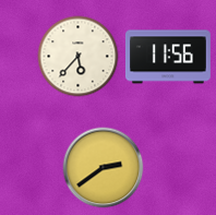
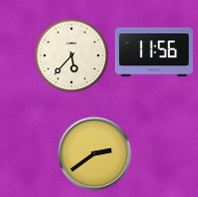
clock at (79, 57) position: (79, 57) -> (72, 56)
